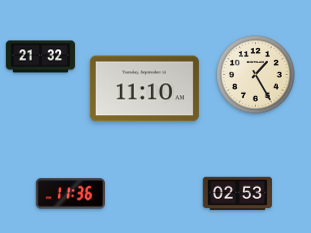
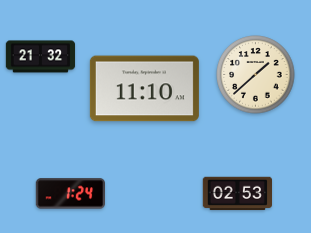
clock at (256, 75): 1:25 -> 1:38
clock at (70, 194): 11:36 -> 1:24
